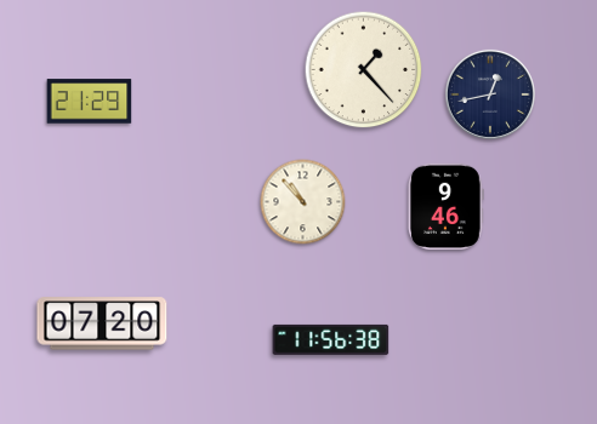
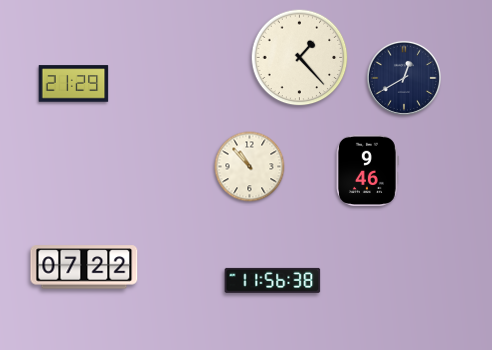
clock at (490, 94): 12:43 -> 12:40
clock at (102, 323): 07:20 -> 07:22
